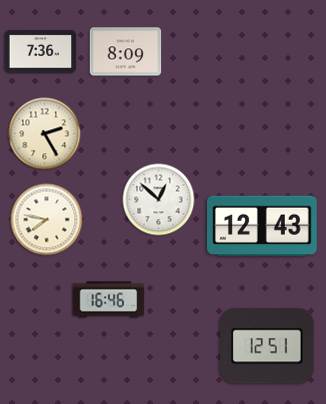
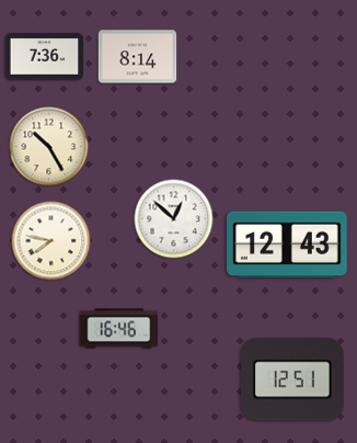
clock at (126, 52): 8:09 -> 8:14
clock at (45, 134): 2:25 -> 10:25
clock at (263, 226) position: (263, 226) -> (288, 245)
